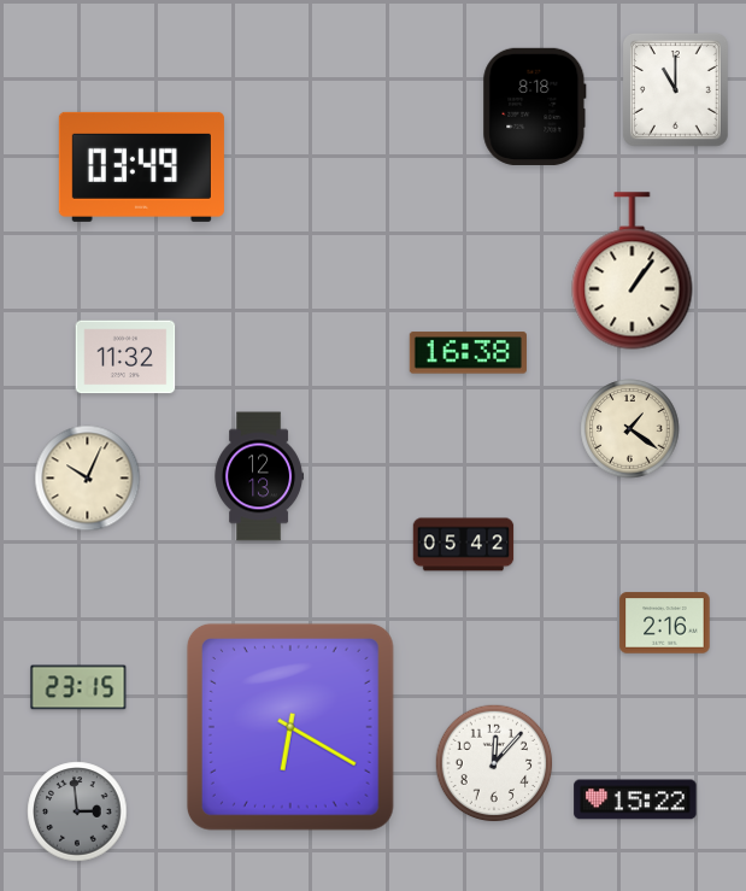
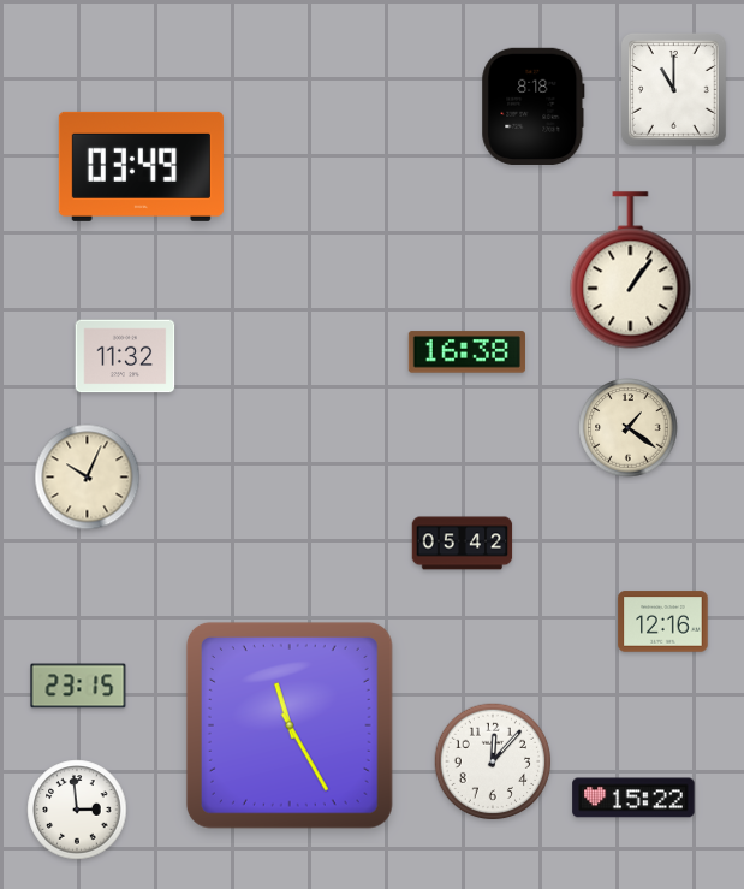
clock at (258, 476): 12:13 -> none
clock at (665, 623): 2:16 -> 12:16
clock at (290, 727): 6:20 -> 11:25
clock at (77, 811) dial: grey -> white
